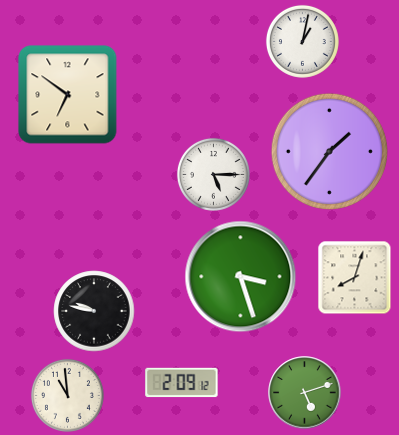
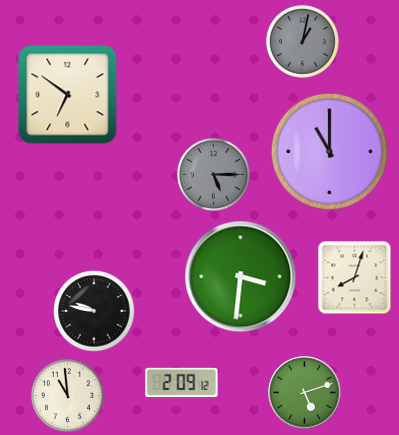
clock at (302, 41) dial: white -> grey
clock at (329, 151): 1:36 -> 11:00
clock at (213, 174) dial: white -> grey
clock at (241, 277): 3:27 -> 3:31
